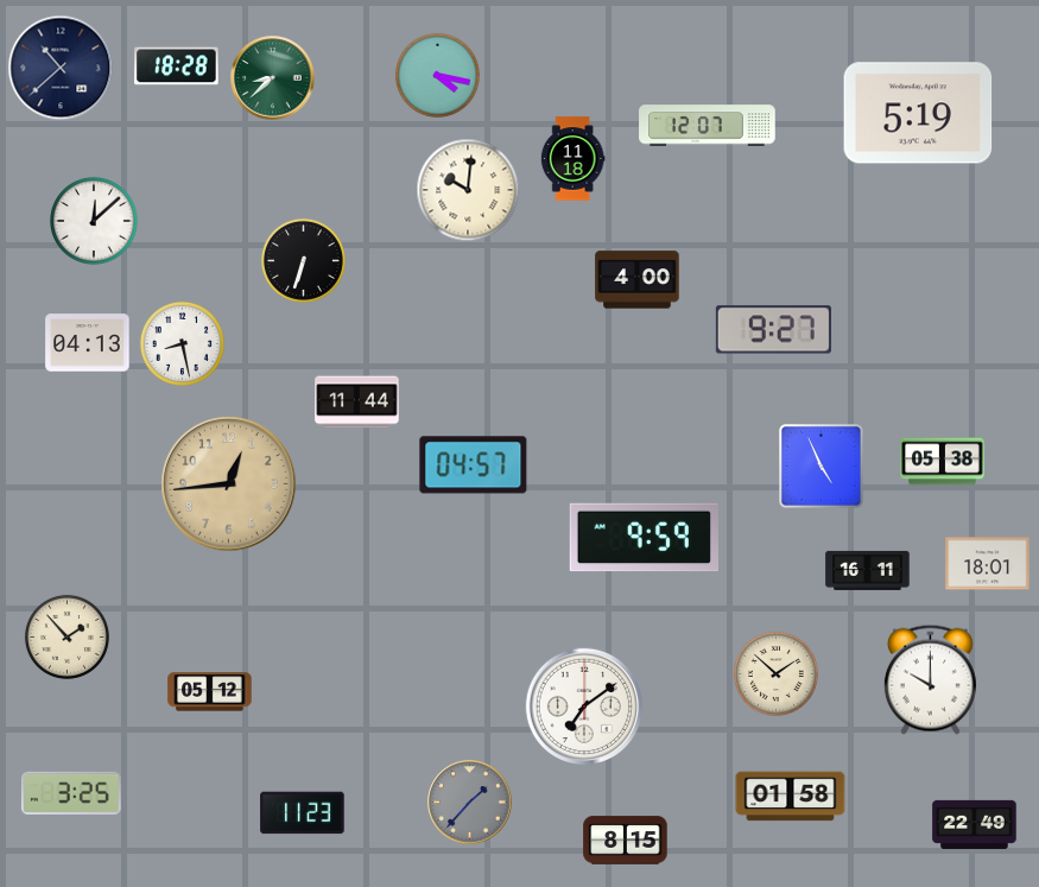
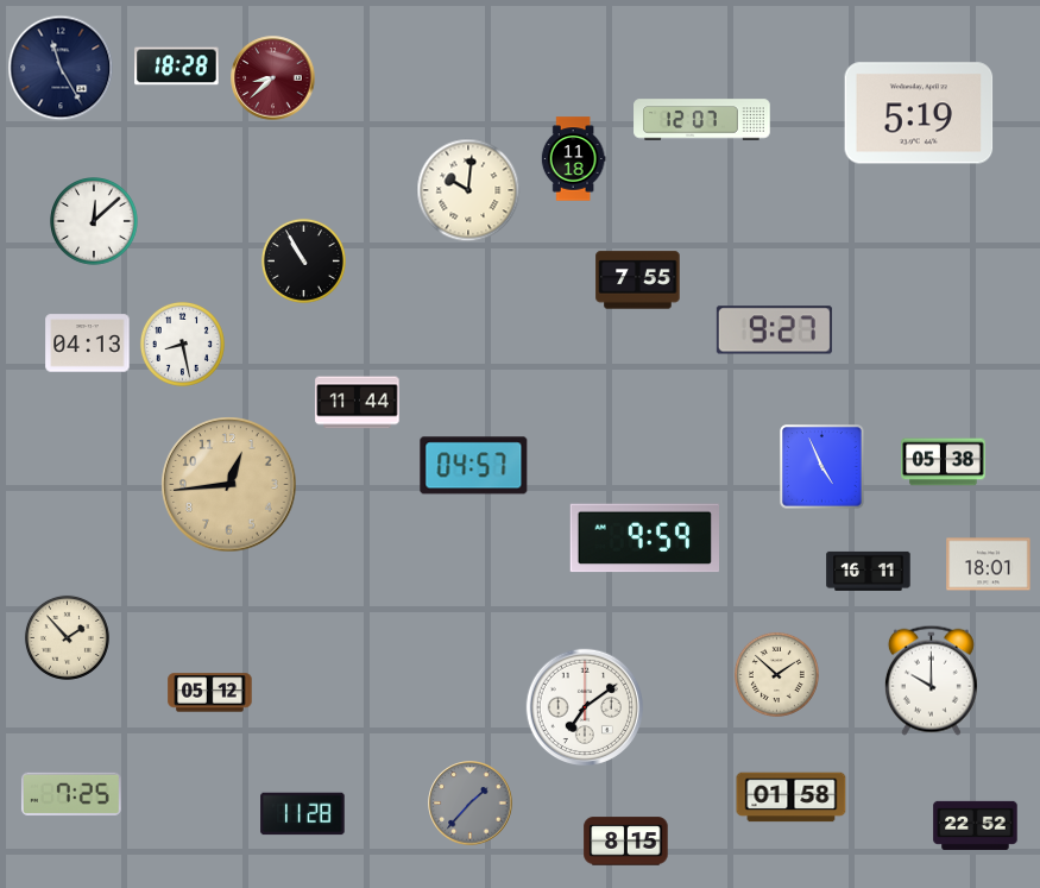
clock at (61, 68): 10:38 -> 11:25
clock at (437, 75): 4:17 -> none
clock at (273, 78) dial: green -> burgundy
clock at (708, 126) position: (708, 126) -> (702, 120)
clock at (303, 260): 6:33 -> 10:55
clock at (638, 280): 4:00 -> 7:55
clock at (71, 793): 3:25 -> 7:25
clock at (303, 813): 11:23 -> 11:28
clock at (975, 824): 22:49 -> 22:52
